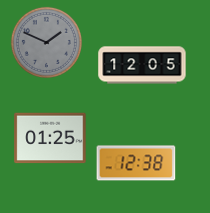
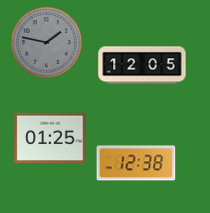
clock at (46, 42): 1:49 -> 1:47
